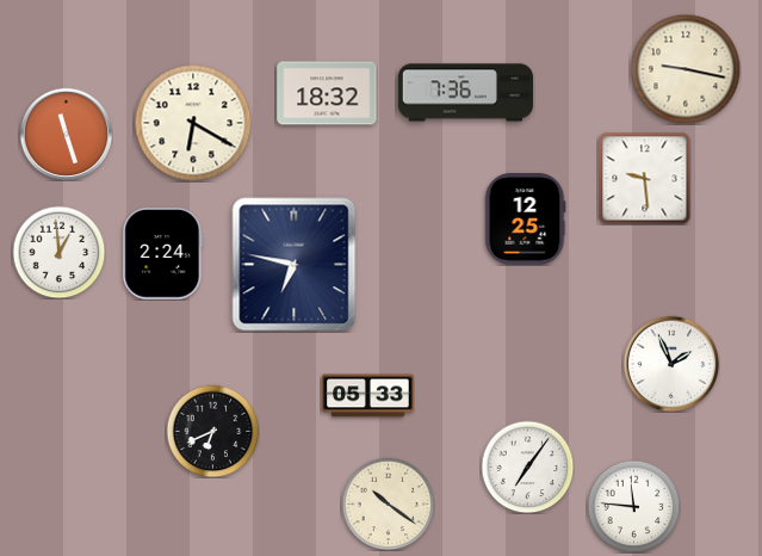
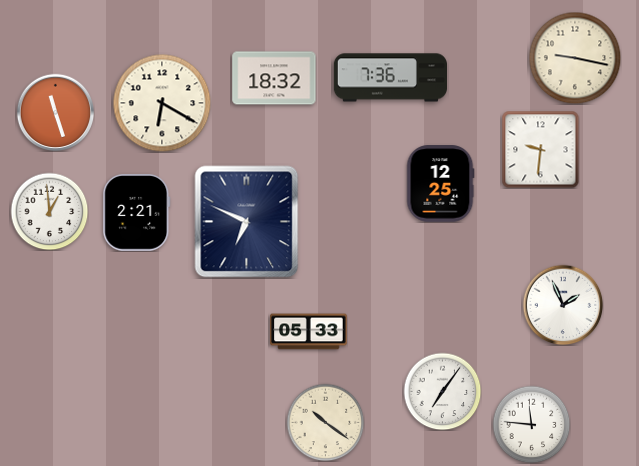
clock at (644, 178): 9:29 -> 9:31
clock at (163, 254): 2:24 -> 2:21
clock at (295, 265): 6:47 -> 6:49
clock at (212, 431): 6:41 -> none
